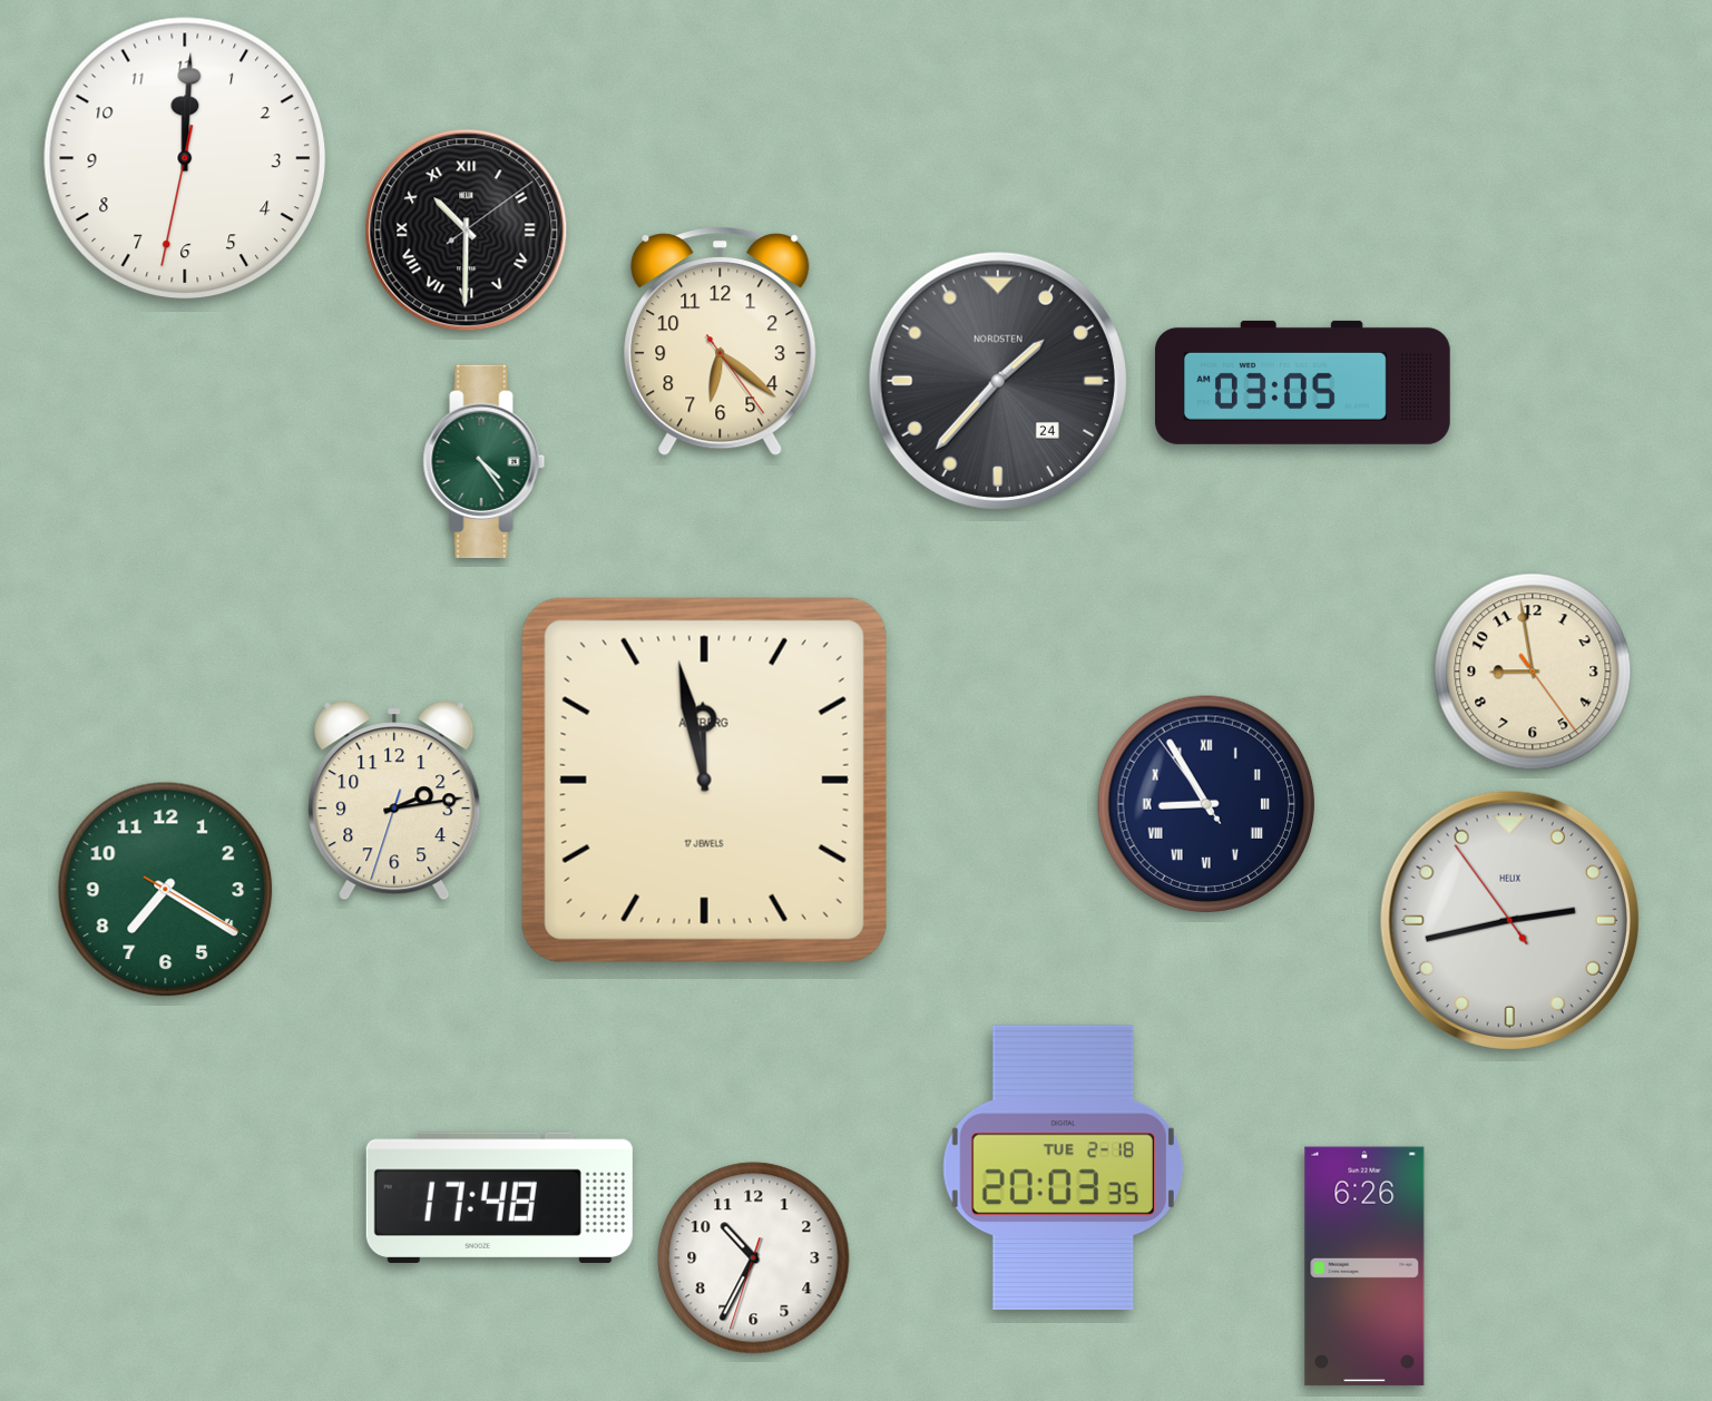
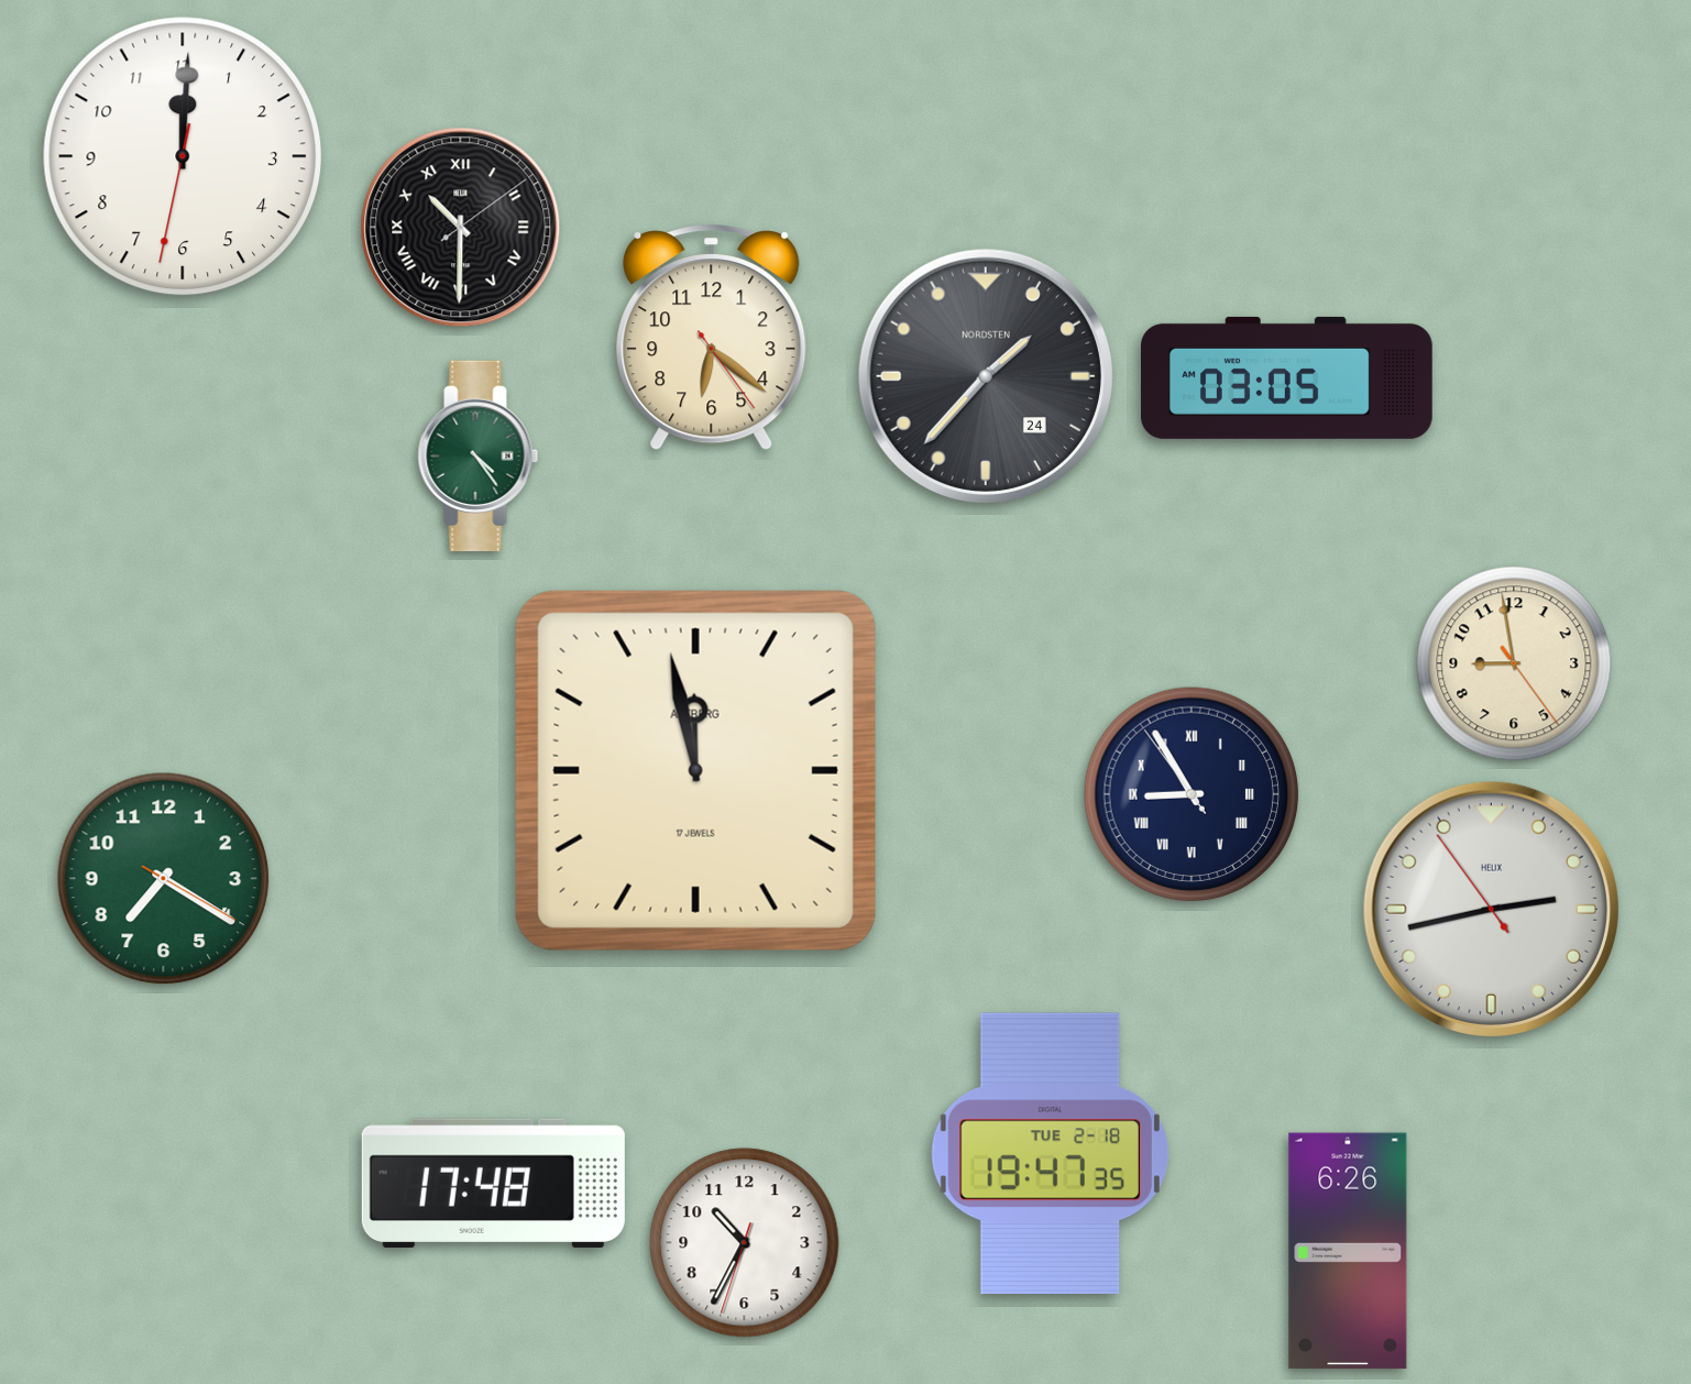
clock at (394, 801): 2:13 -> none
clock at (1063, 1167): 20:03 -> 19:47
